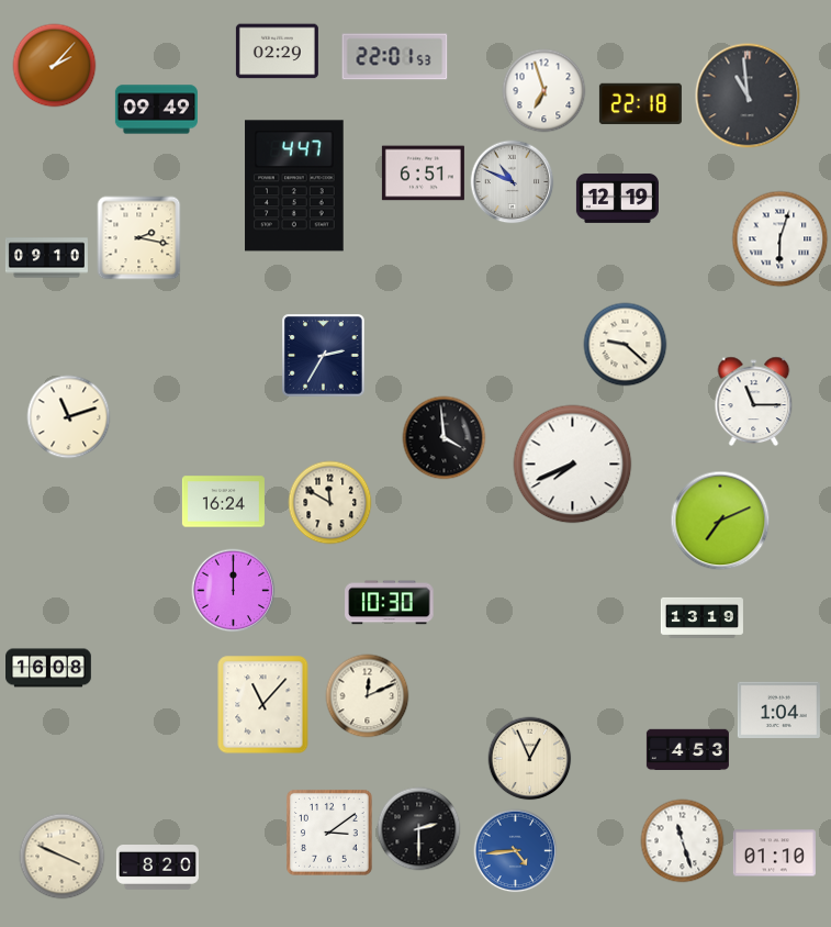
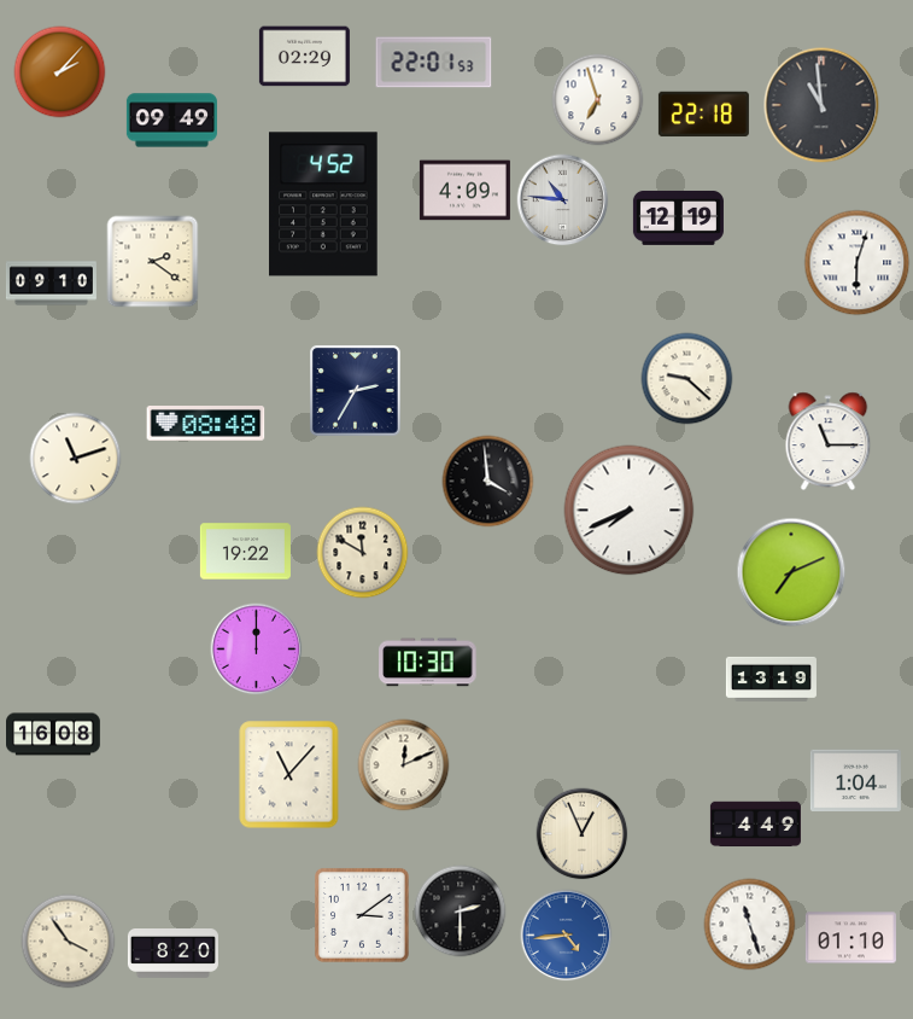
clock at (423, 174): 6:51 -> 4:09
clock at (513, 182): 10:49 -> 10:46
clock at (294, 186): 4:47 -> 4:52
clock at (139, 238): 2:17 -> 2:21
clock at (206, 424): none -> 08:48
clock at (223, 502): 16:24 -> 19:22
clock at (687, 750): 4:53 -> 4:49
clock at (63, 857): 3:49 -> 3:54
